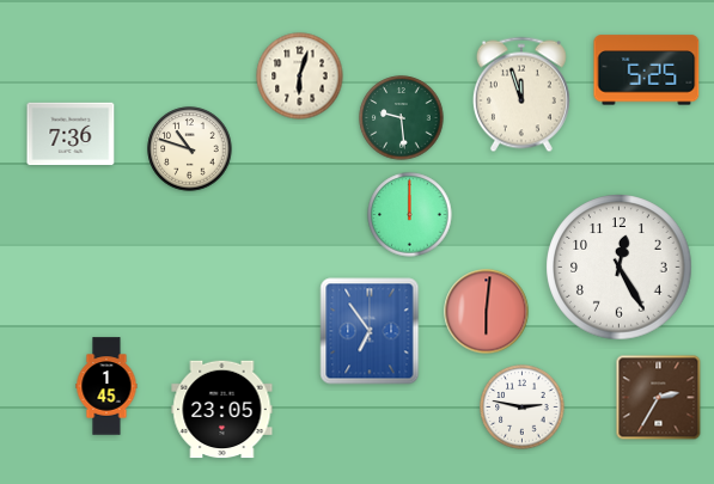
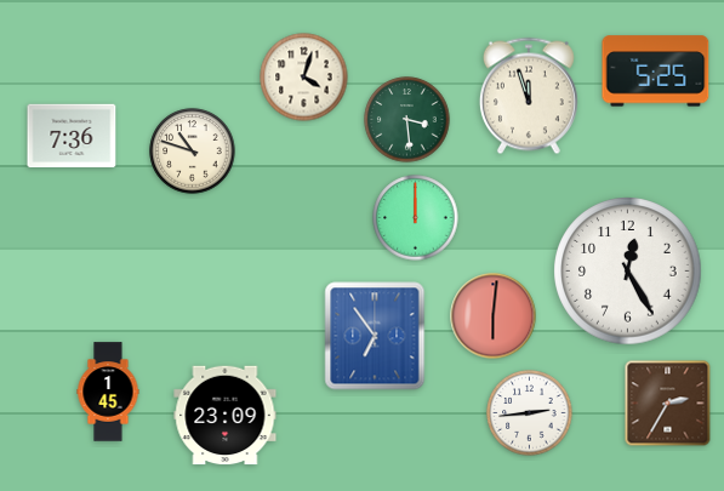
clock at (300, 76): 6:03 -> 4:03
clock at (402, 118): 9:29 -> 3:29
clock at (523, 408): 2:47 -> 2:44
clock at (222, 410): 23:05 -> 23:09
